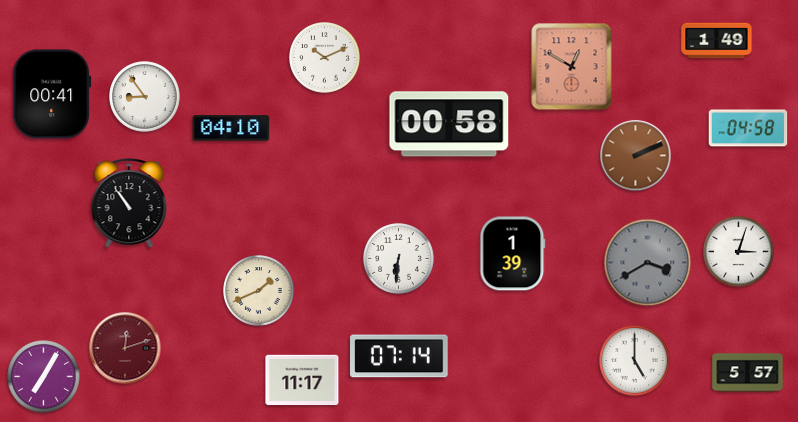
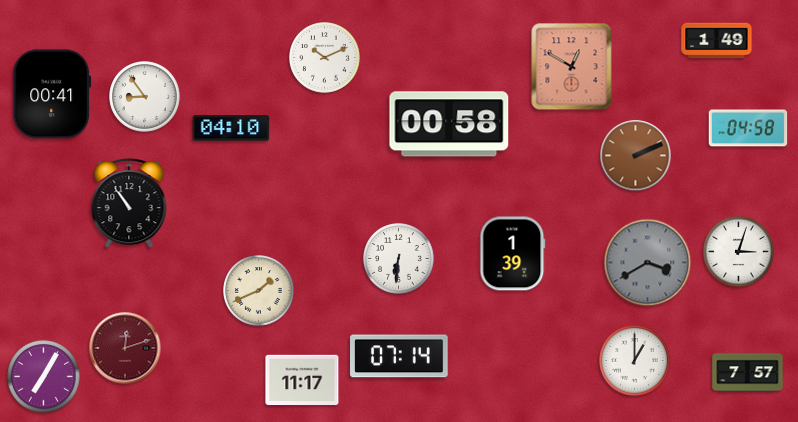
clock at (635, 361): 5:00 -> 1:00
clock at (748, 373): 5:57 -> 7:57
